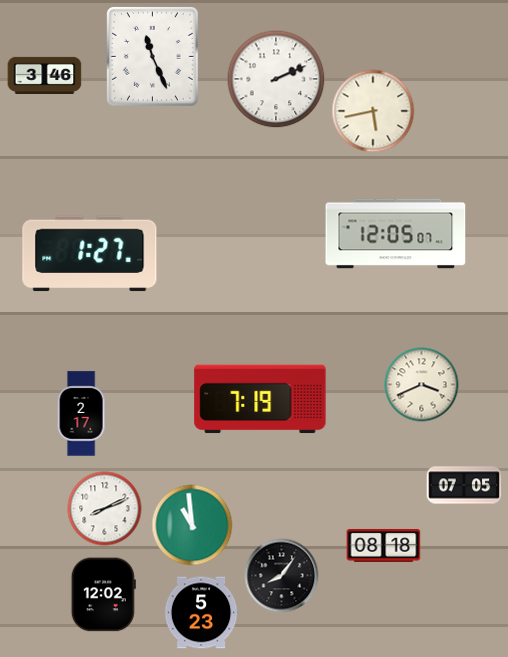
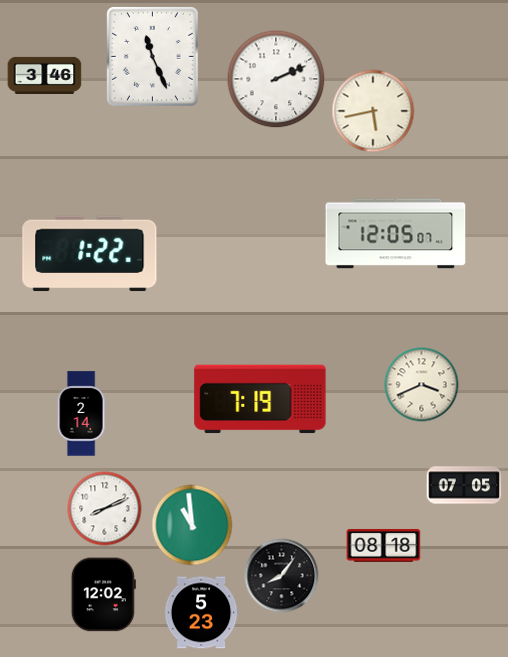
clock at (90, 254): 1:27 -> 1:22
clock at (81, 414): 2:17 -> 2:14
